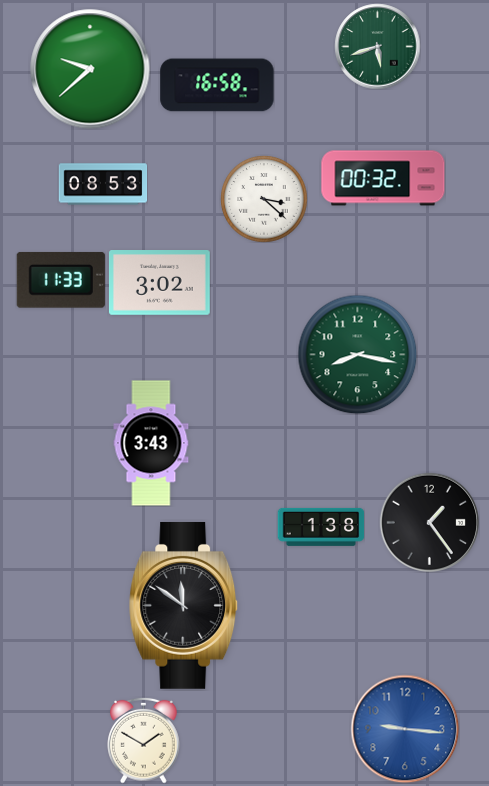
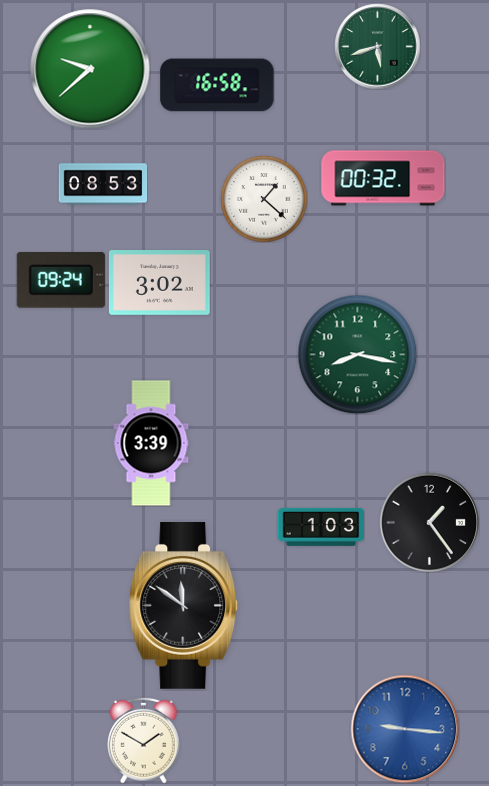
clock at (264, 199): 3:22 -> 1:22
clock at (61, 280): 11:33 -> 09:24
clock at (151, 443): 3:43 -> 3:39
clock at (321, 527): 1:38 -> 1:03
